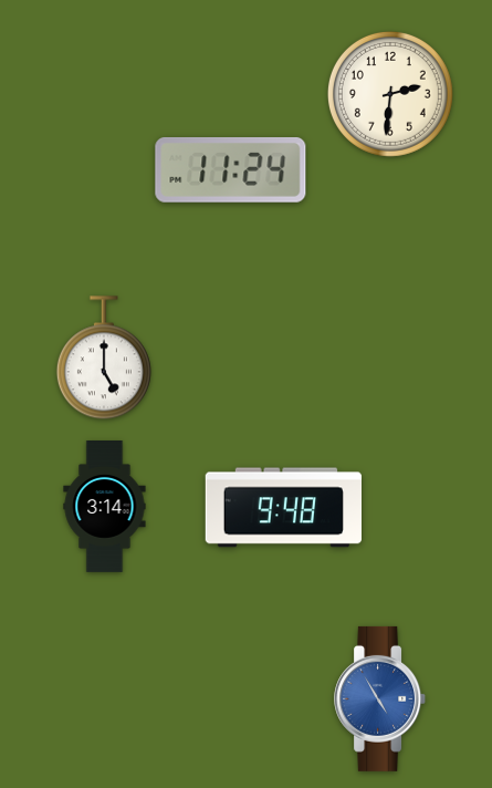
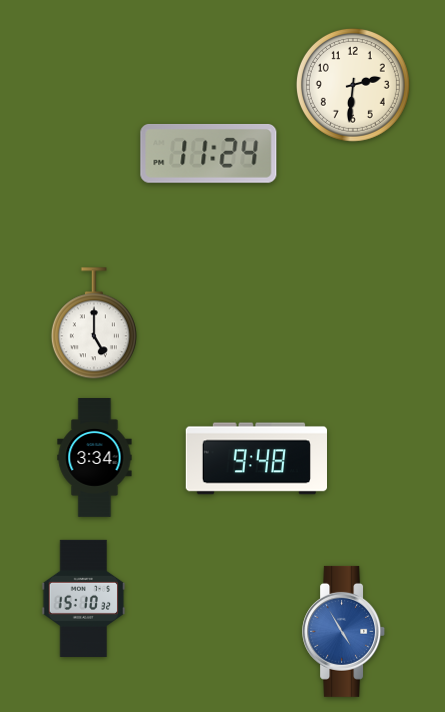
clock at (105, 507): 3:14 -> 3:34
clock at (84, 598): none -> 15:10
